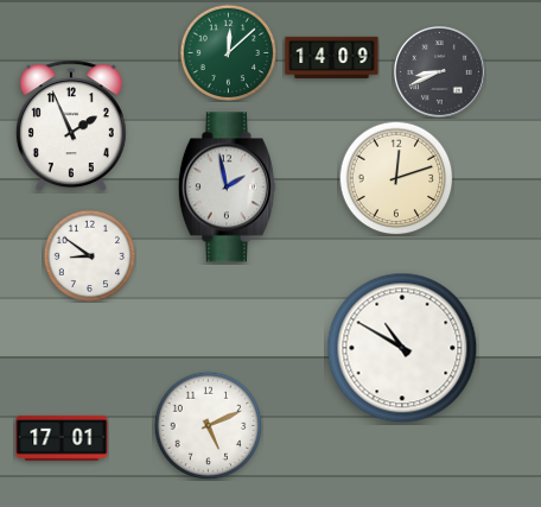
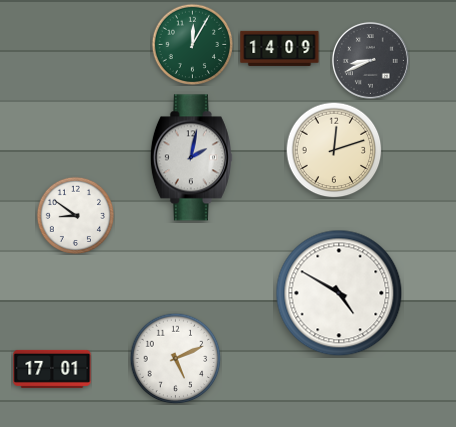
clock at (228, 52): 12:08 -> 12:05
clock at (71, 126): 1:56 -> none
clock at (227, 188): 1:58 -> 2:02
clock at (402, 348): 10:50 -> 4:50
